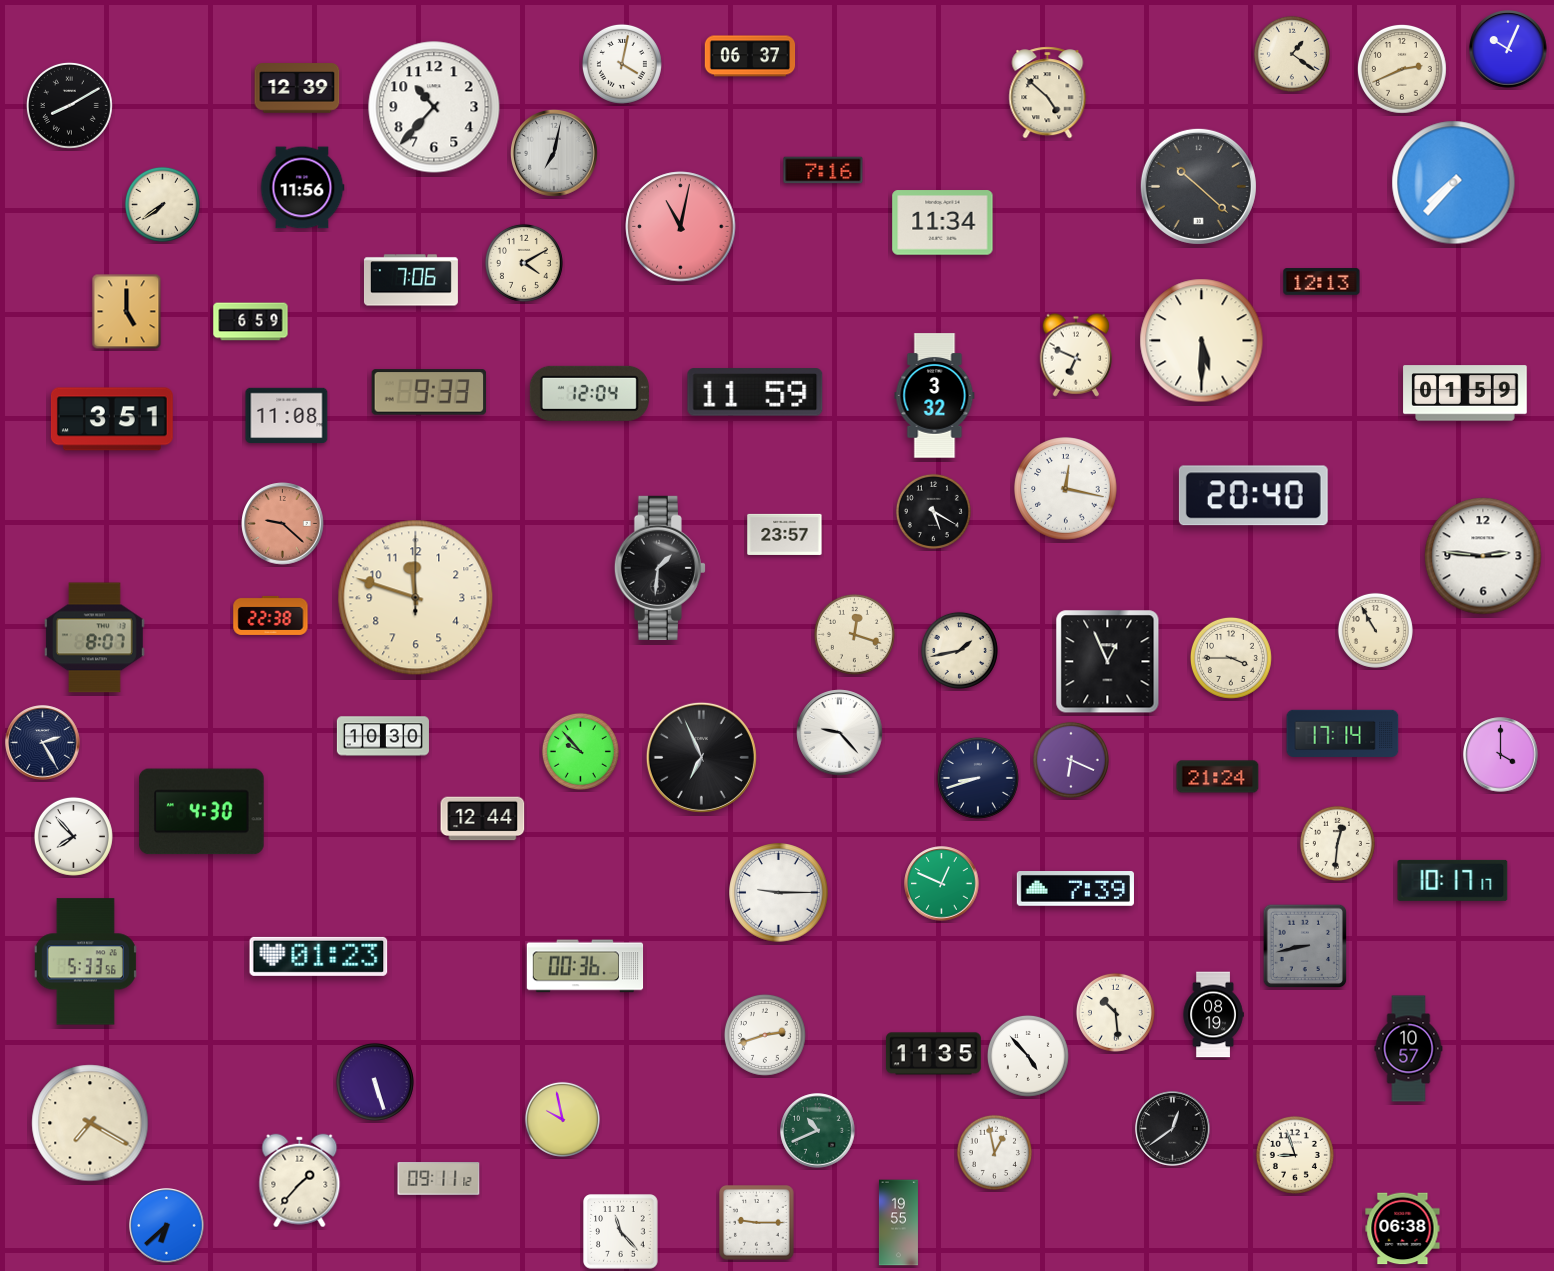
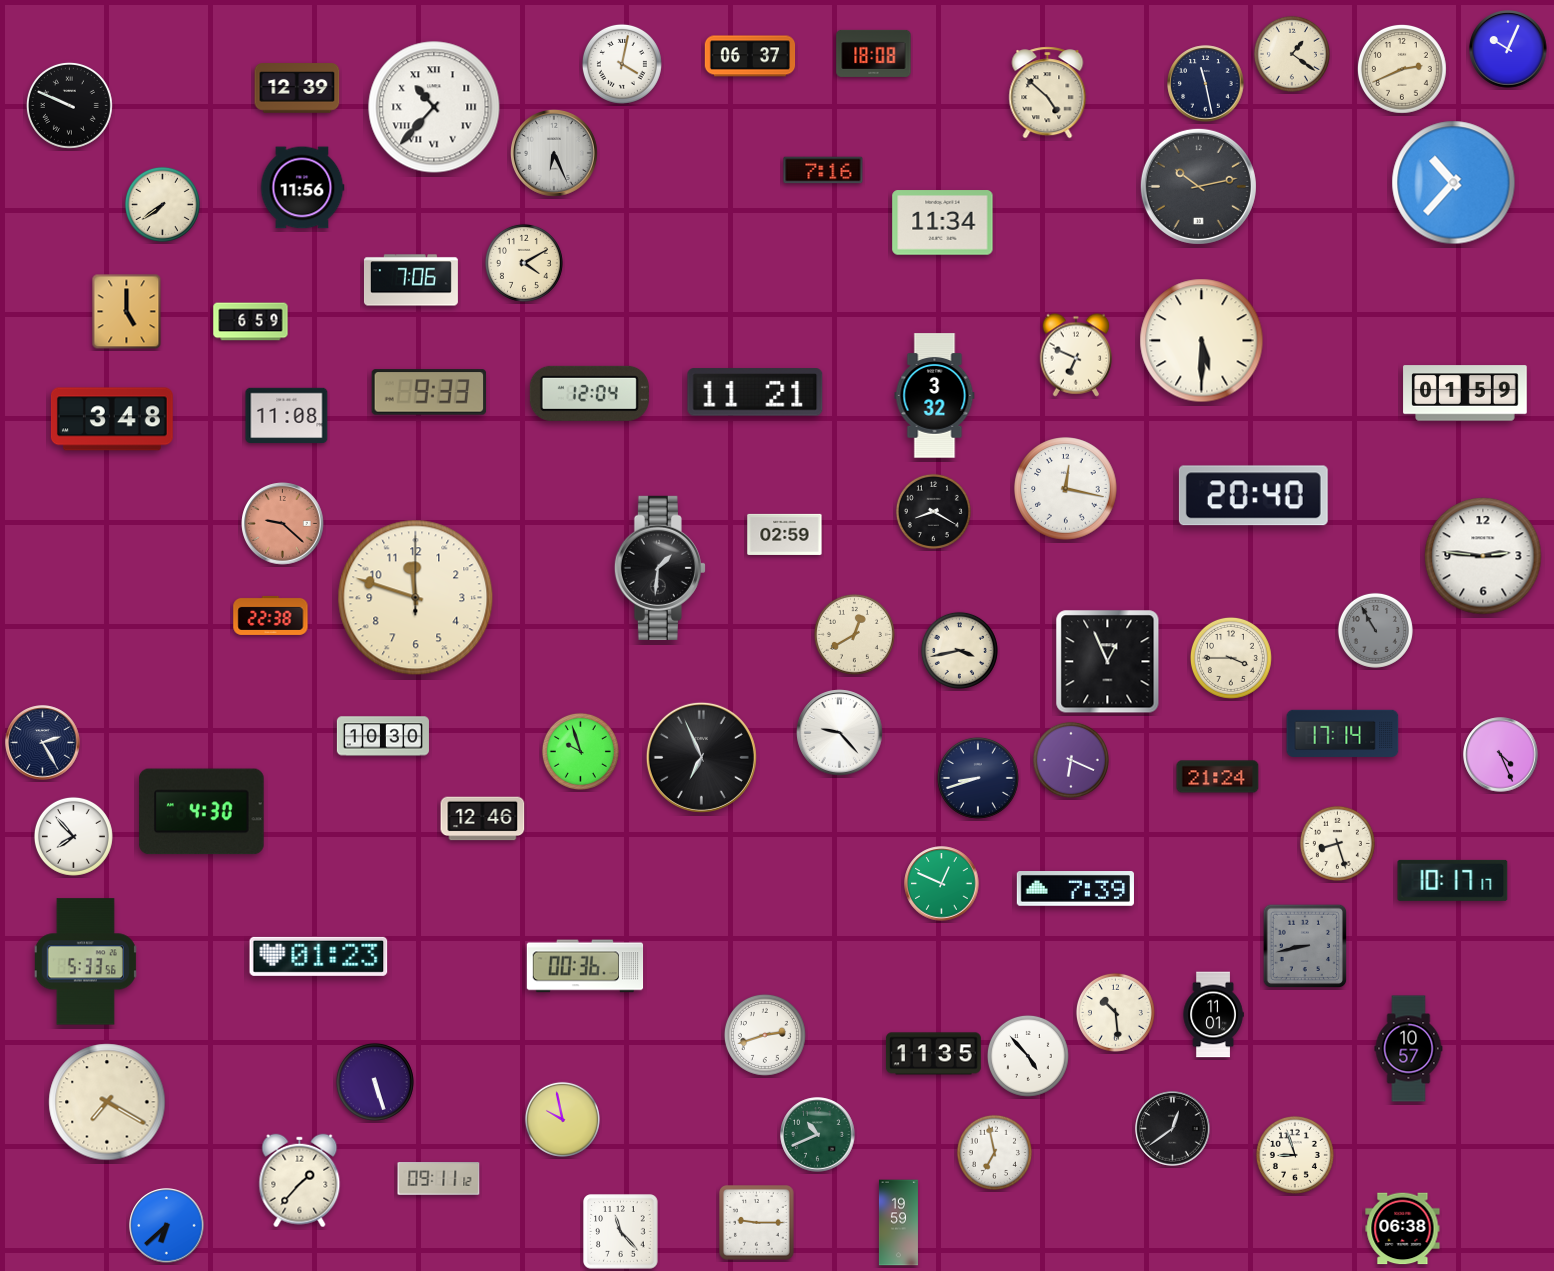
clock at (874, 53): none -> 18:08
clock at (1206, 84): none -> 11:28
clock at (69, 105): 8:10 -> 9:49
clock at (434, 107) numerals: Arabic -> Roman
clock at (555, 154): 7:02 -> 6:26
clock at (1454, 183): 7:37 -> 10:37
clock at (1198, 186): 10:22 -> 10:13
clock at (681, 227): 11:02 -> none
clock at (1322, 282): 12:13 -> none
clock at (755, 392): 11:59 -> 11:21
clock at (112, 419): 3:51 -> 3:48
clock at (933, 511): 5:20 -> 8:20
clock at (785, 534): 23:57 -> 02:59
clock at (1375, 630) dial: cream -> grey
clock at (854, 634): 12:18 -> 12:40
clock at (94, 638): 8:07 -> none
clock at (959, 650): 1:43 -> 3:43
clock at (580, 751): 9:53 -> 9:57
clock at (1501, 755): 4:00 -> 4:26
clock at (483, 819): 12:44 -> 12:46
clock at (1337, 843): 12:31 -> 8:27
clock at (779, 893): 9:15 -> none
clock at (1213, 1015): 08:19 -> 11:01
clock at (90, 1123) position: (90, 1123) -> (107, 1102)
clock at (818, 1131) position: (818, 1131) -> (818, 1135)
clock at (994, 1152): 12:58 -> 6:58
clock at (898, 1223): 19:55 -> 19:59
